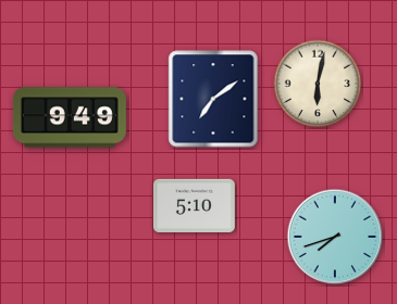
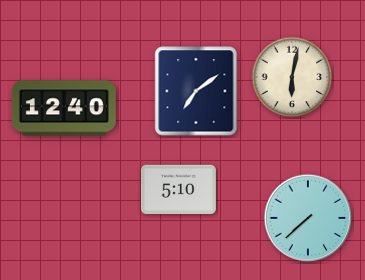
clock at (70, 117): 9:49 -> 12:40
clock at (335, 237): 7:42 -> 7:38
